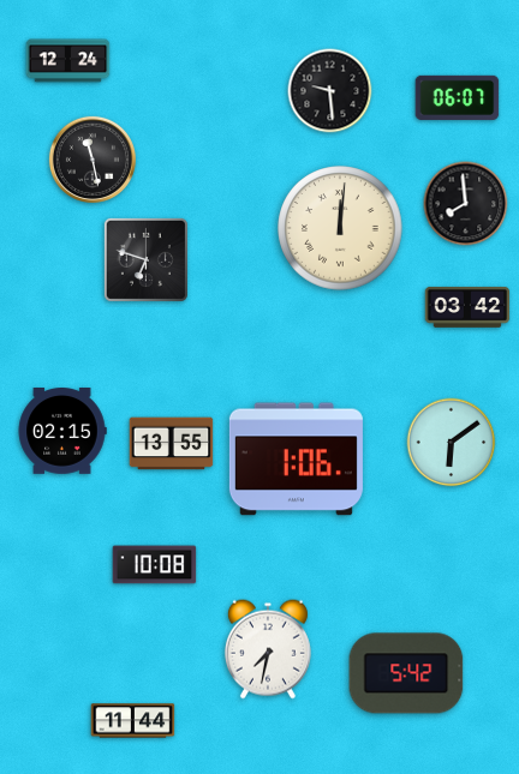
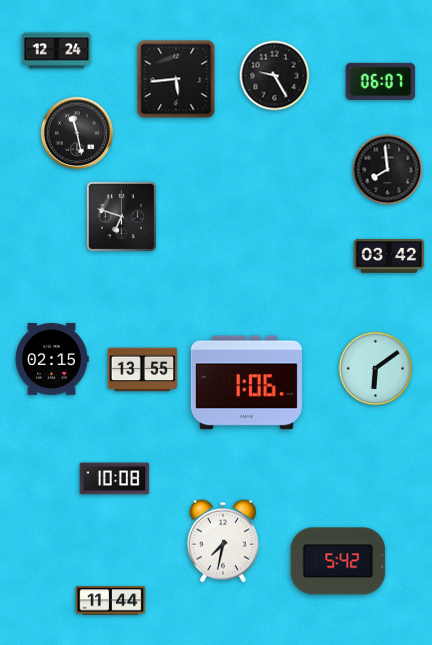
clock at (330, 91): 9:29 -> 9:25
clock at (176, 79): none -> 5:44
clock at (340, 228): 12:01 -> none
clock at (155, 565) position: (155, 565) -> (115, 479)
